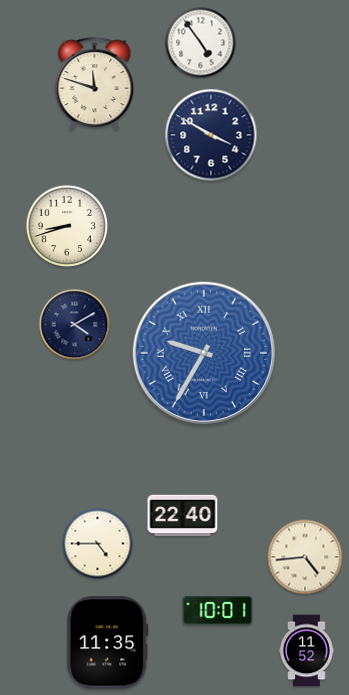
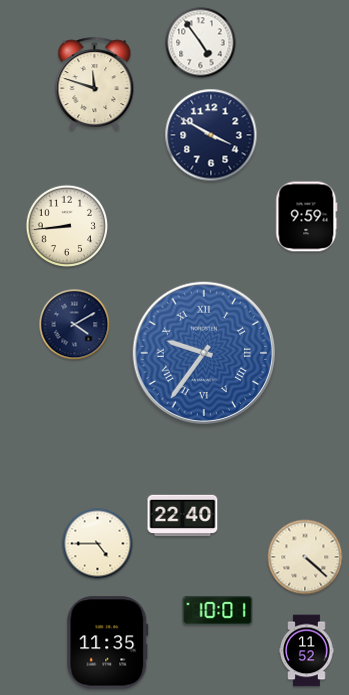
clock at (307, 217): none -> 9:59
clock at (67, 226): 8:42 -> 8:44
clock at (203, 352): 9:35 -> 9:36
clock at (305, 557): 4:44 -> 4:22
